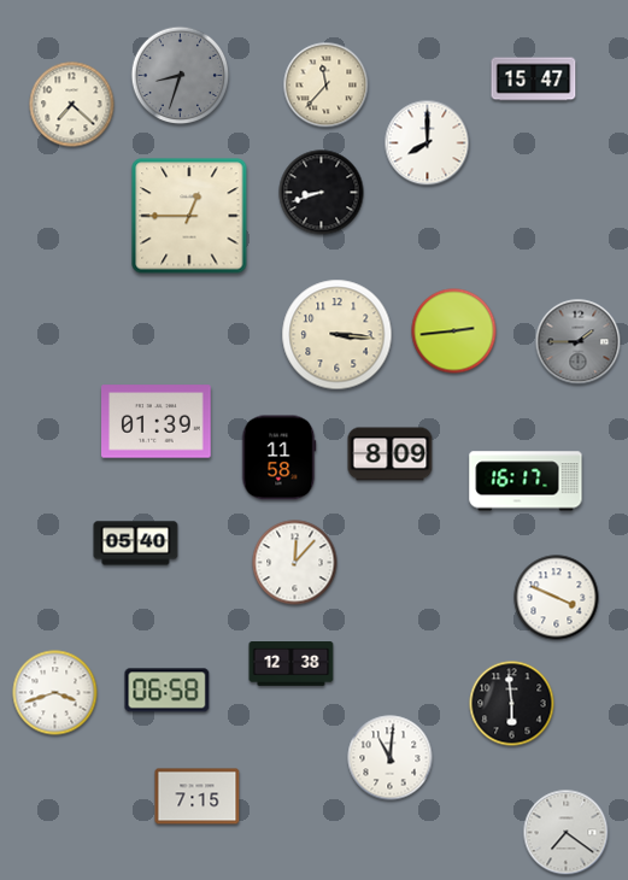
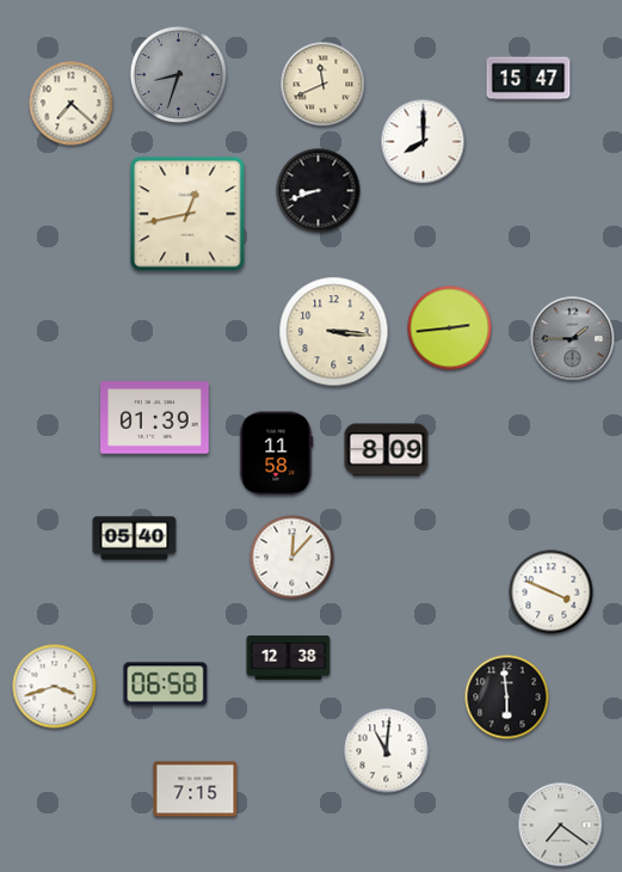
clock at (327, 86): 11:37 -> 11:41
clock at (189, 216): 12:45 -> 12:43
clock at (526, 481): 16:17 -> none
